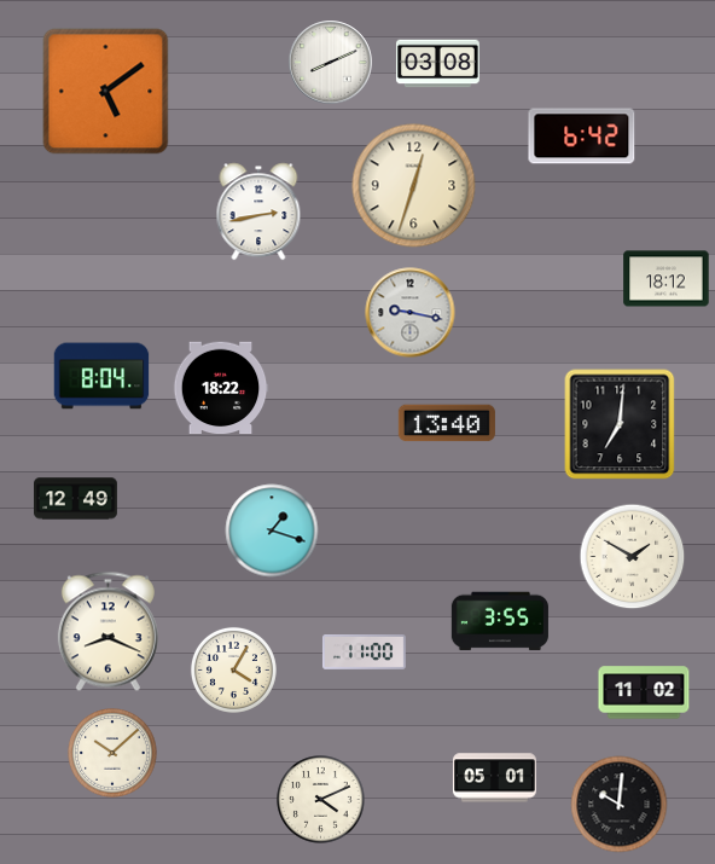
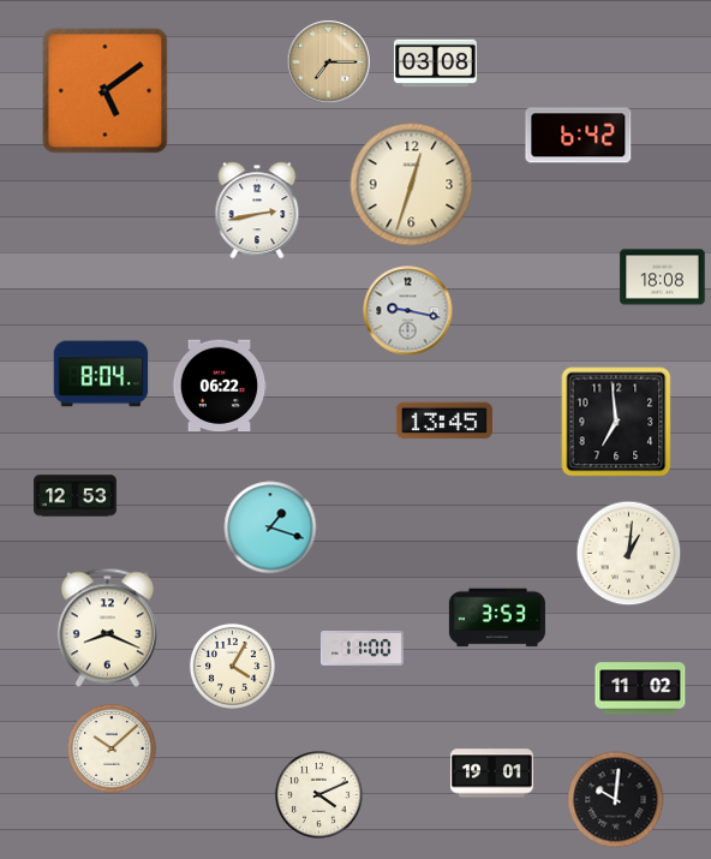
clock at (331, 63): 8:11 -> 7:15
clock at (331, 63) dial: white -> champagne
clock at (667, 279): 18:12 -> 18:08
clock at (221, 388): 18:22 -> 06:22
clock at (447, 423): 13:40 -> 13:45
clock at (620, 424): 7:01 -> 6:59
clock at (76, 499): 12:49 -> 12:53
clock at (633, 557): 1:50 -> 1:01
clock at (500, 621): 3:55 -> 3:53
clock at (494, 778): 05:01 -> 19:01
